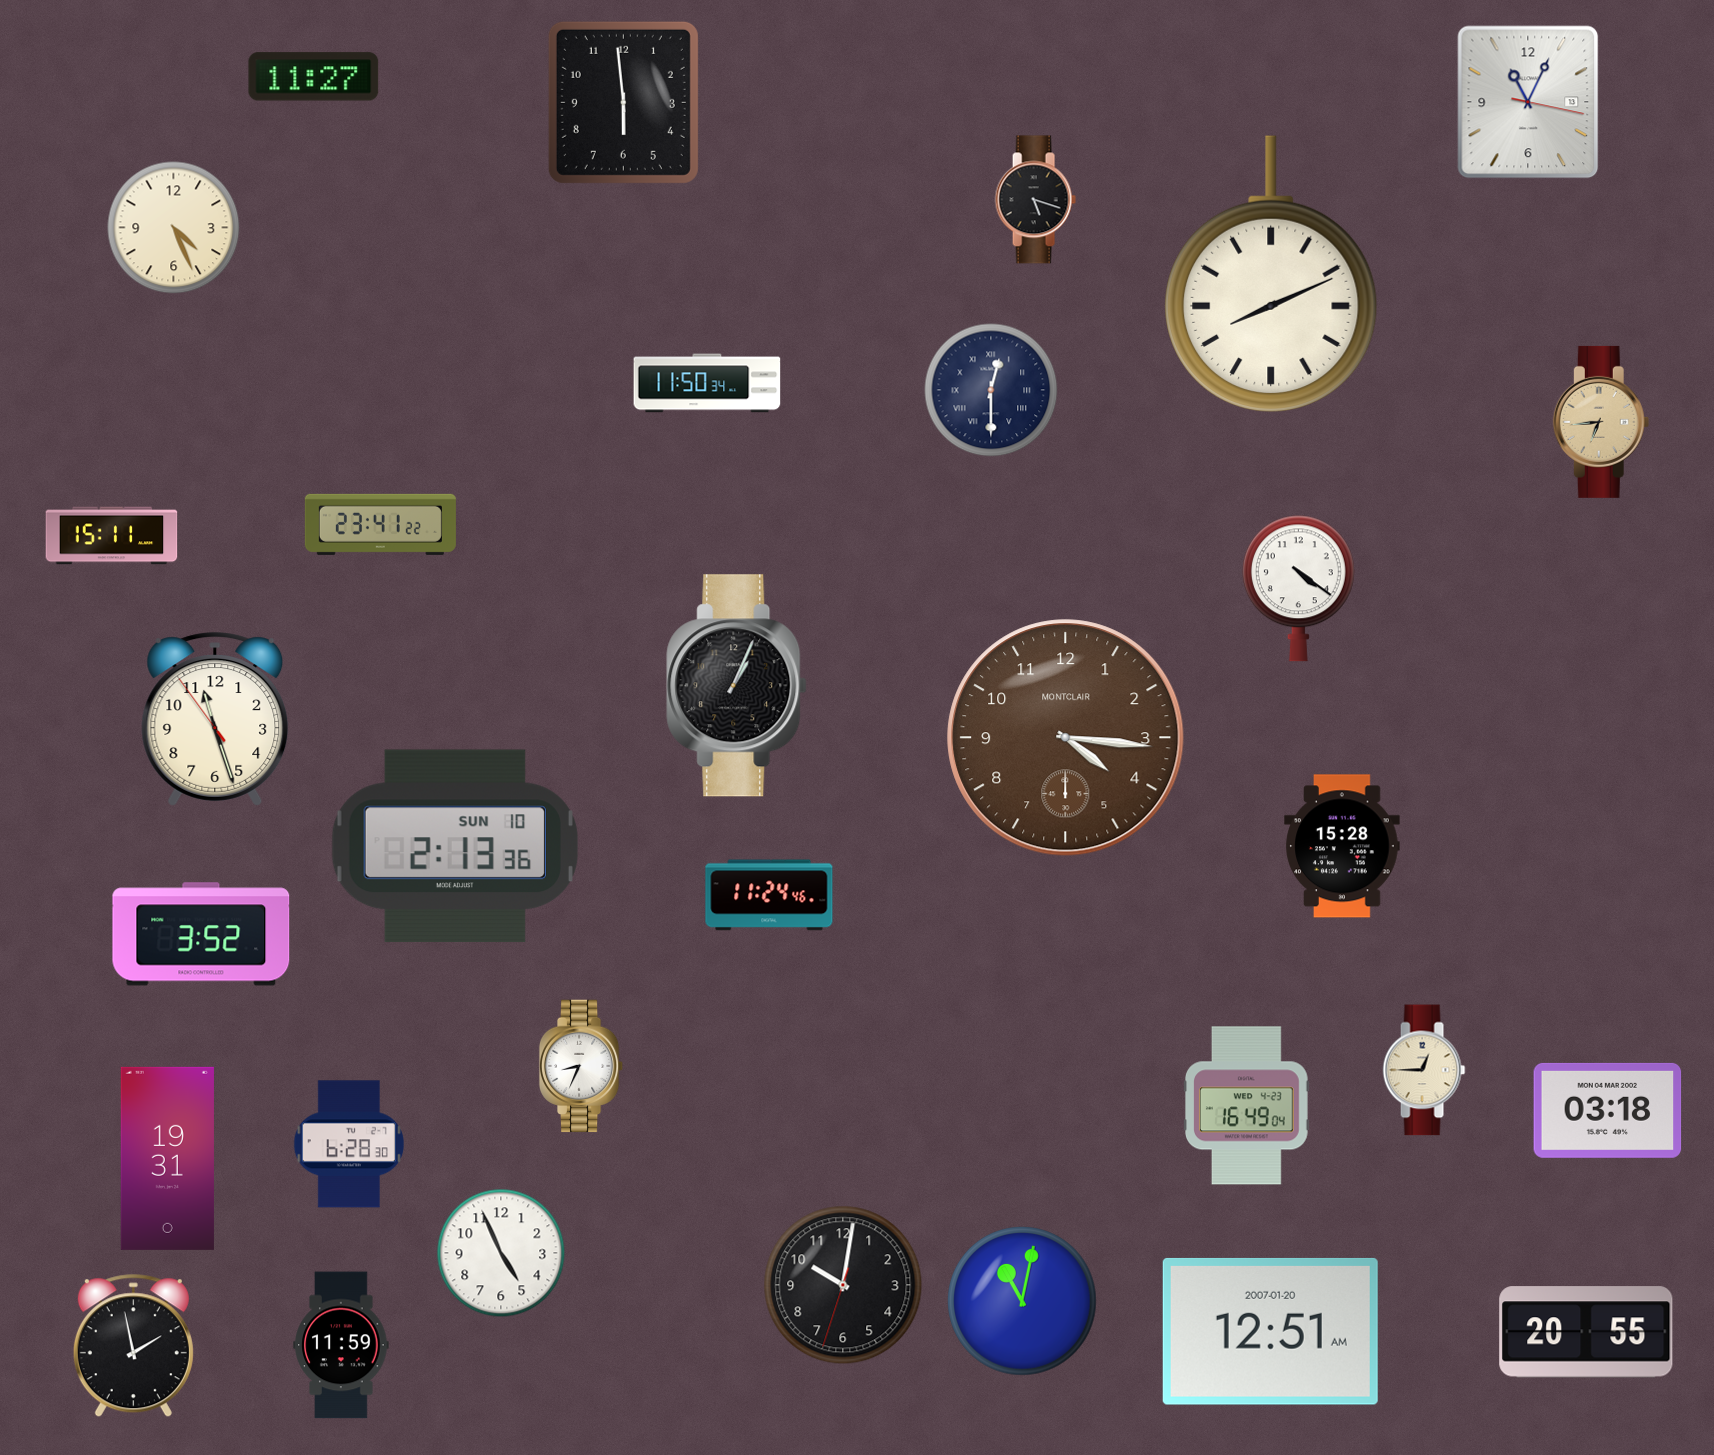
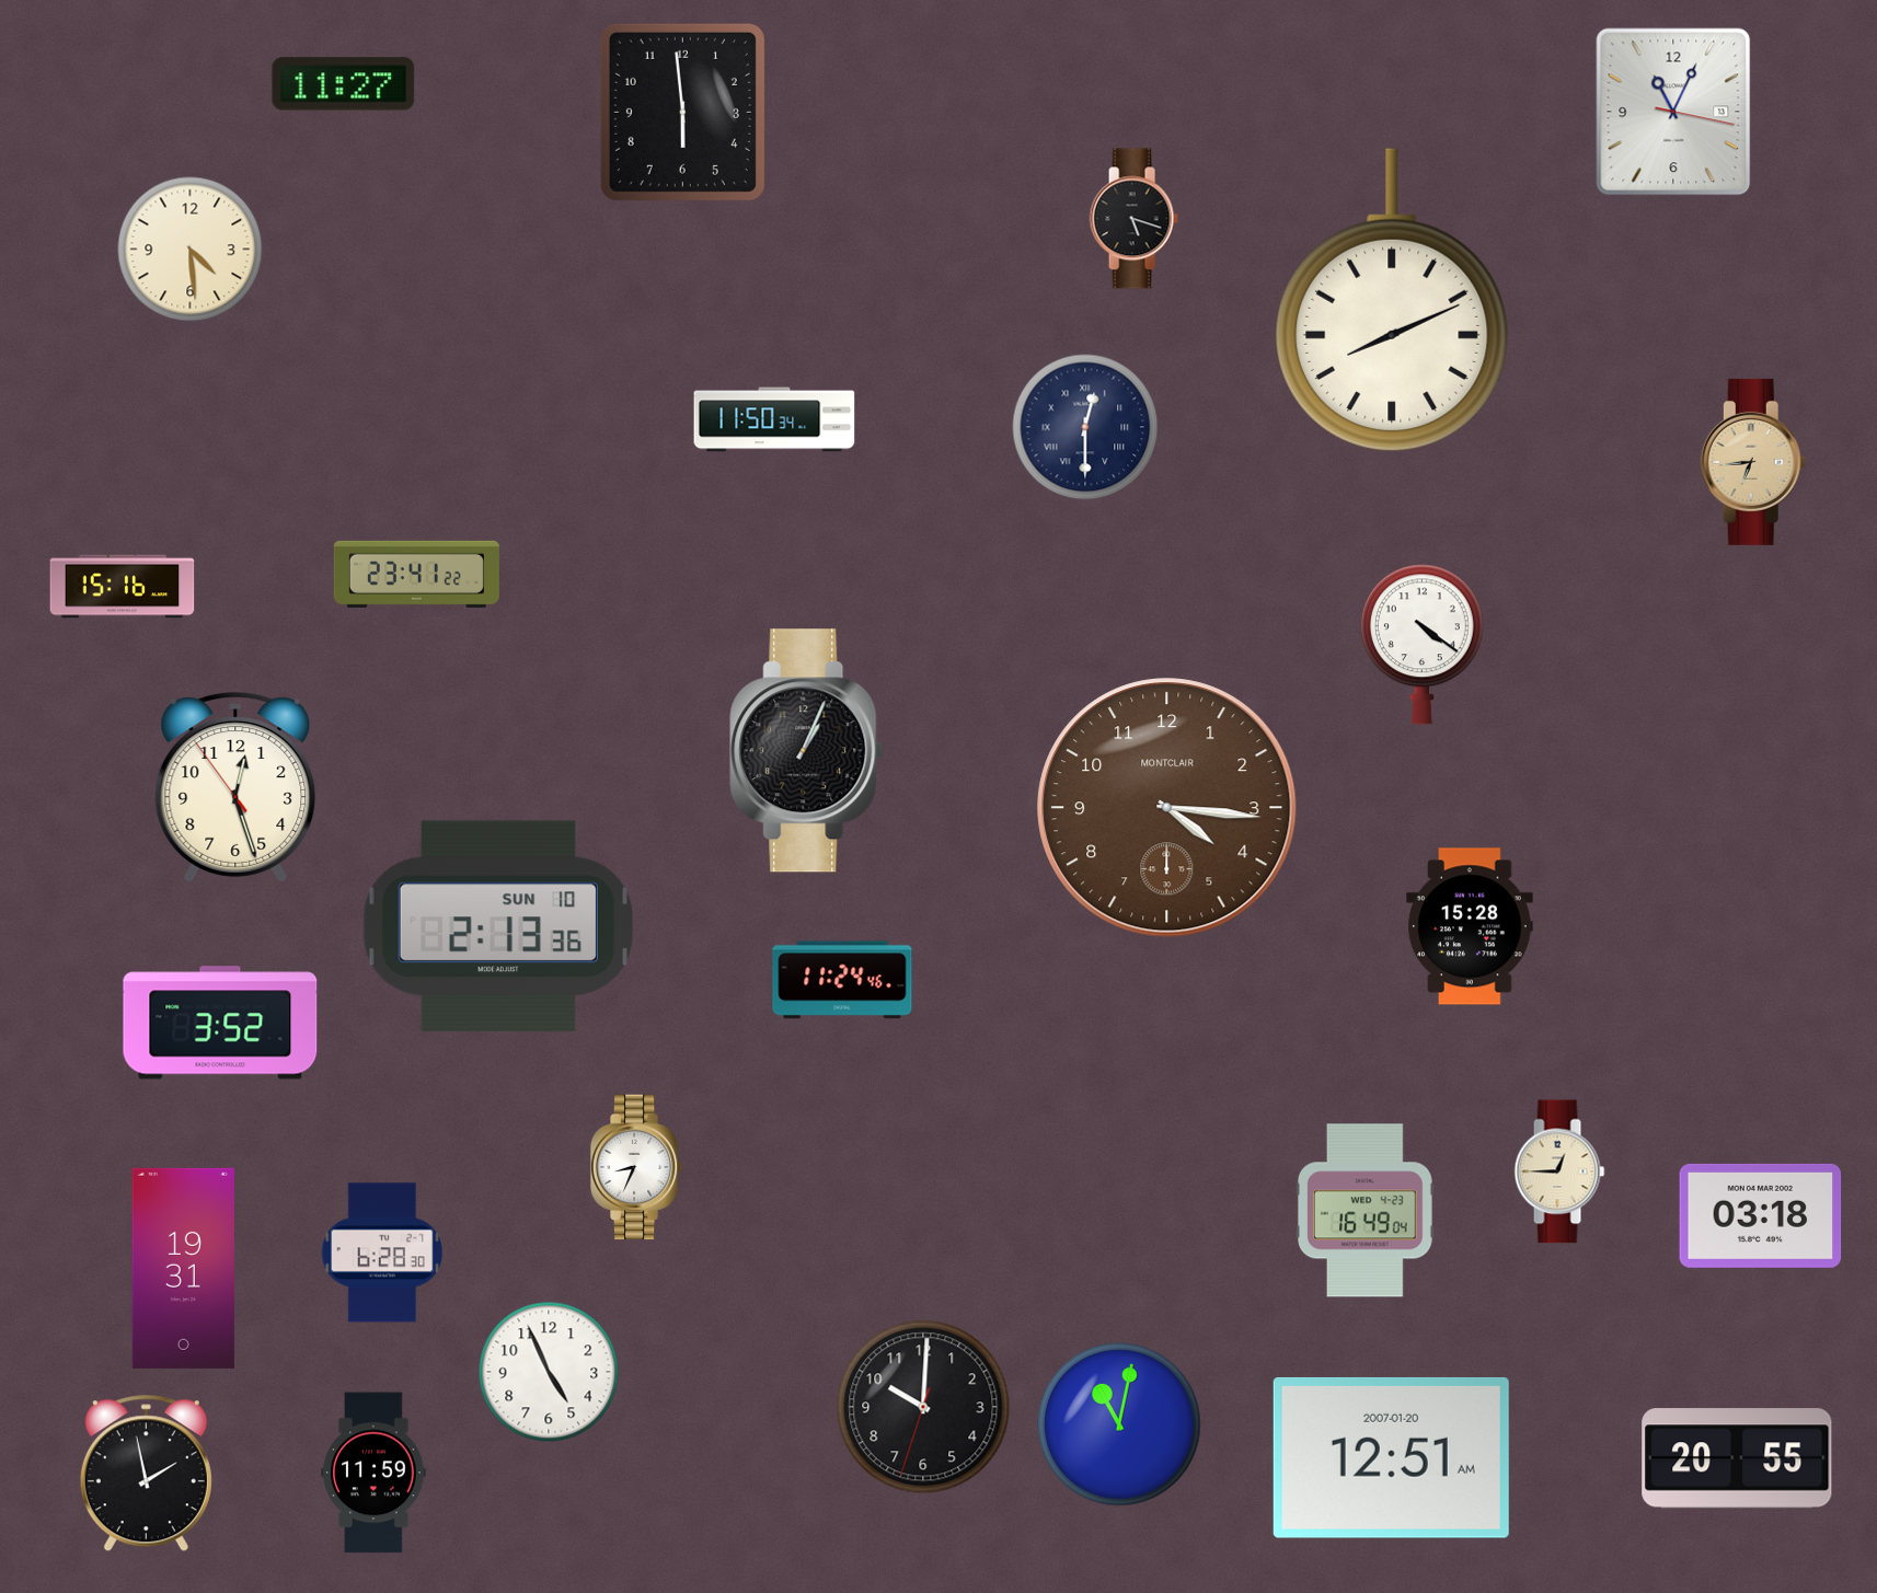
clock at (174, 228): 4:26 -> 4:29
clock at (112, 536): 15:11 -> 15:16
clock at (215, 719): 11:26 -> 12:26
clock at (843, 1285): 10:01 -> 10:00
